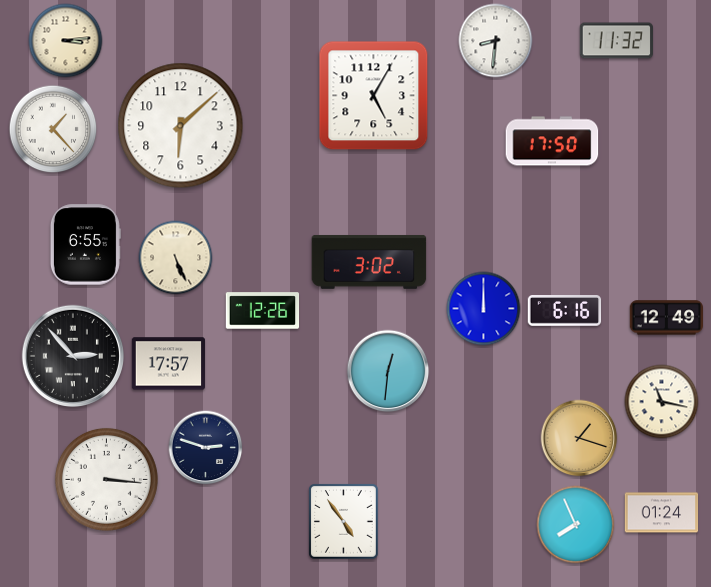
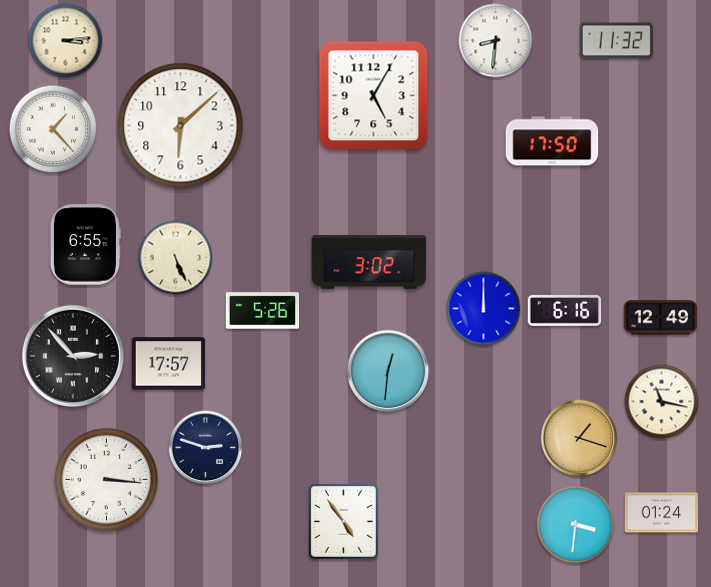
clock at (263, 311): 12:26 -> 5:26
clock at (667, 318) position: (667, 318) -> (661, 318)
clock at (576, 525): 7:56 -> 3:31
